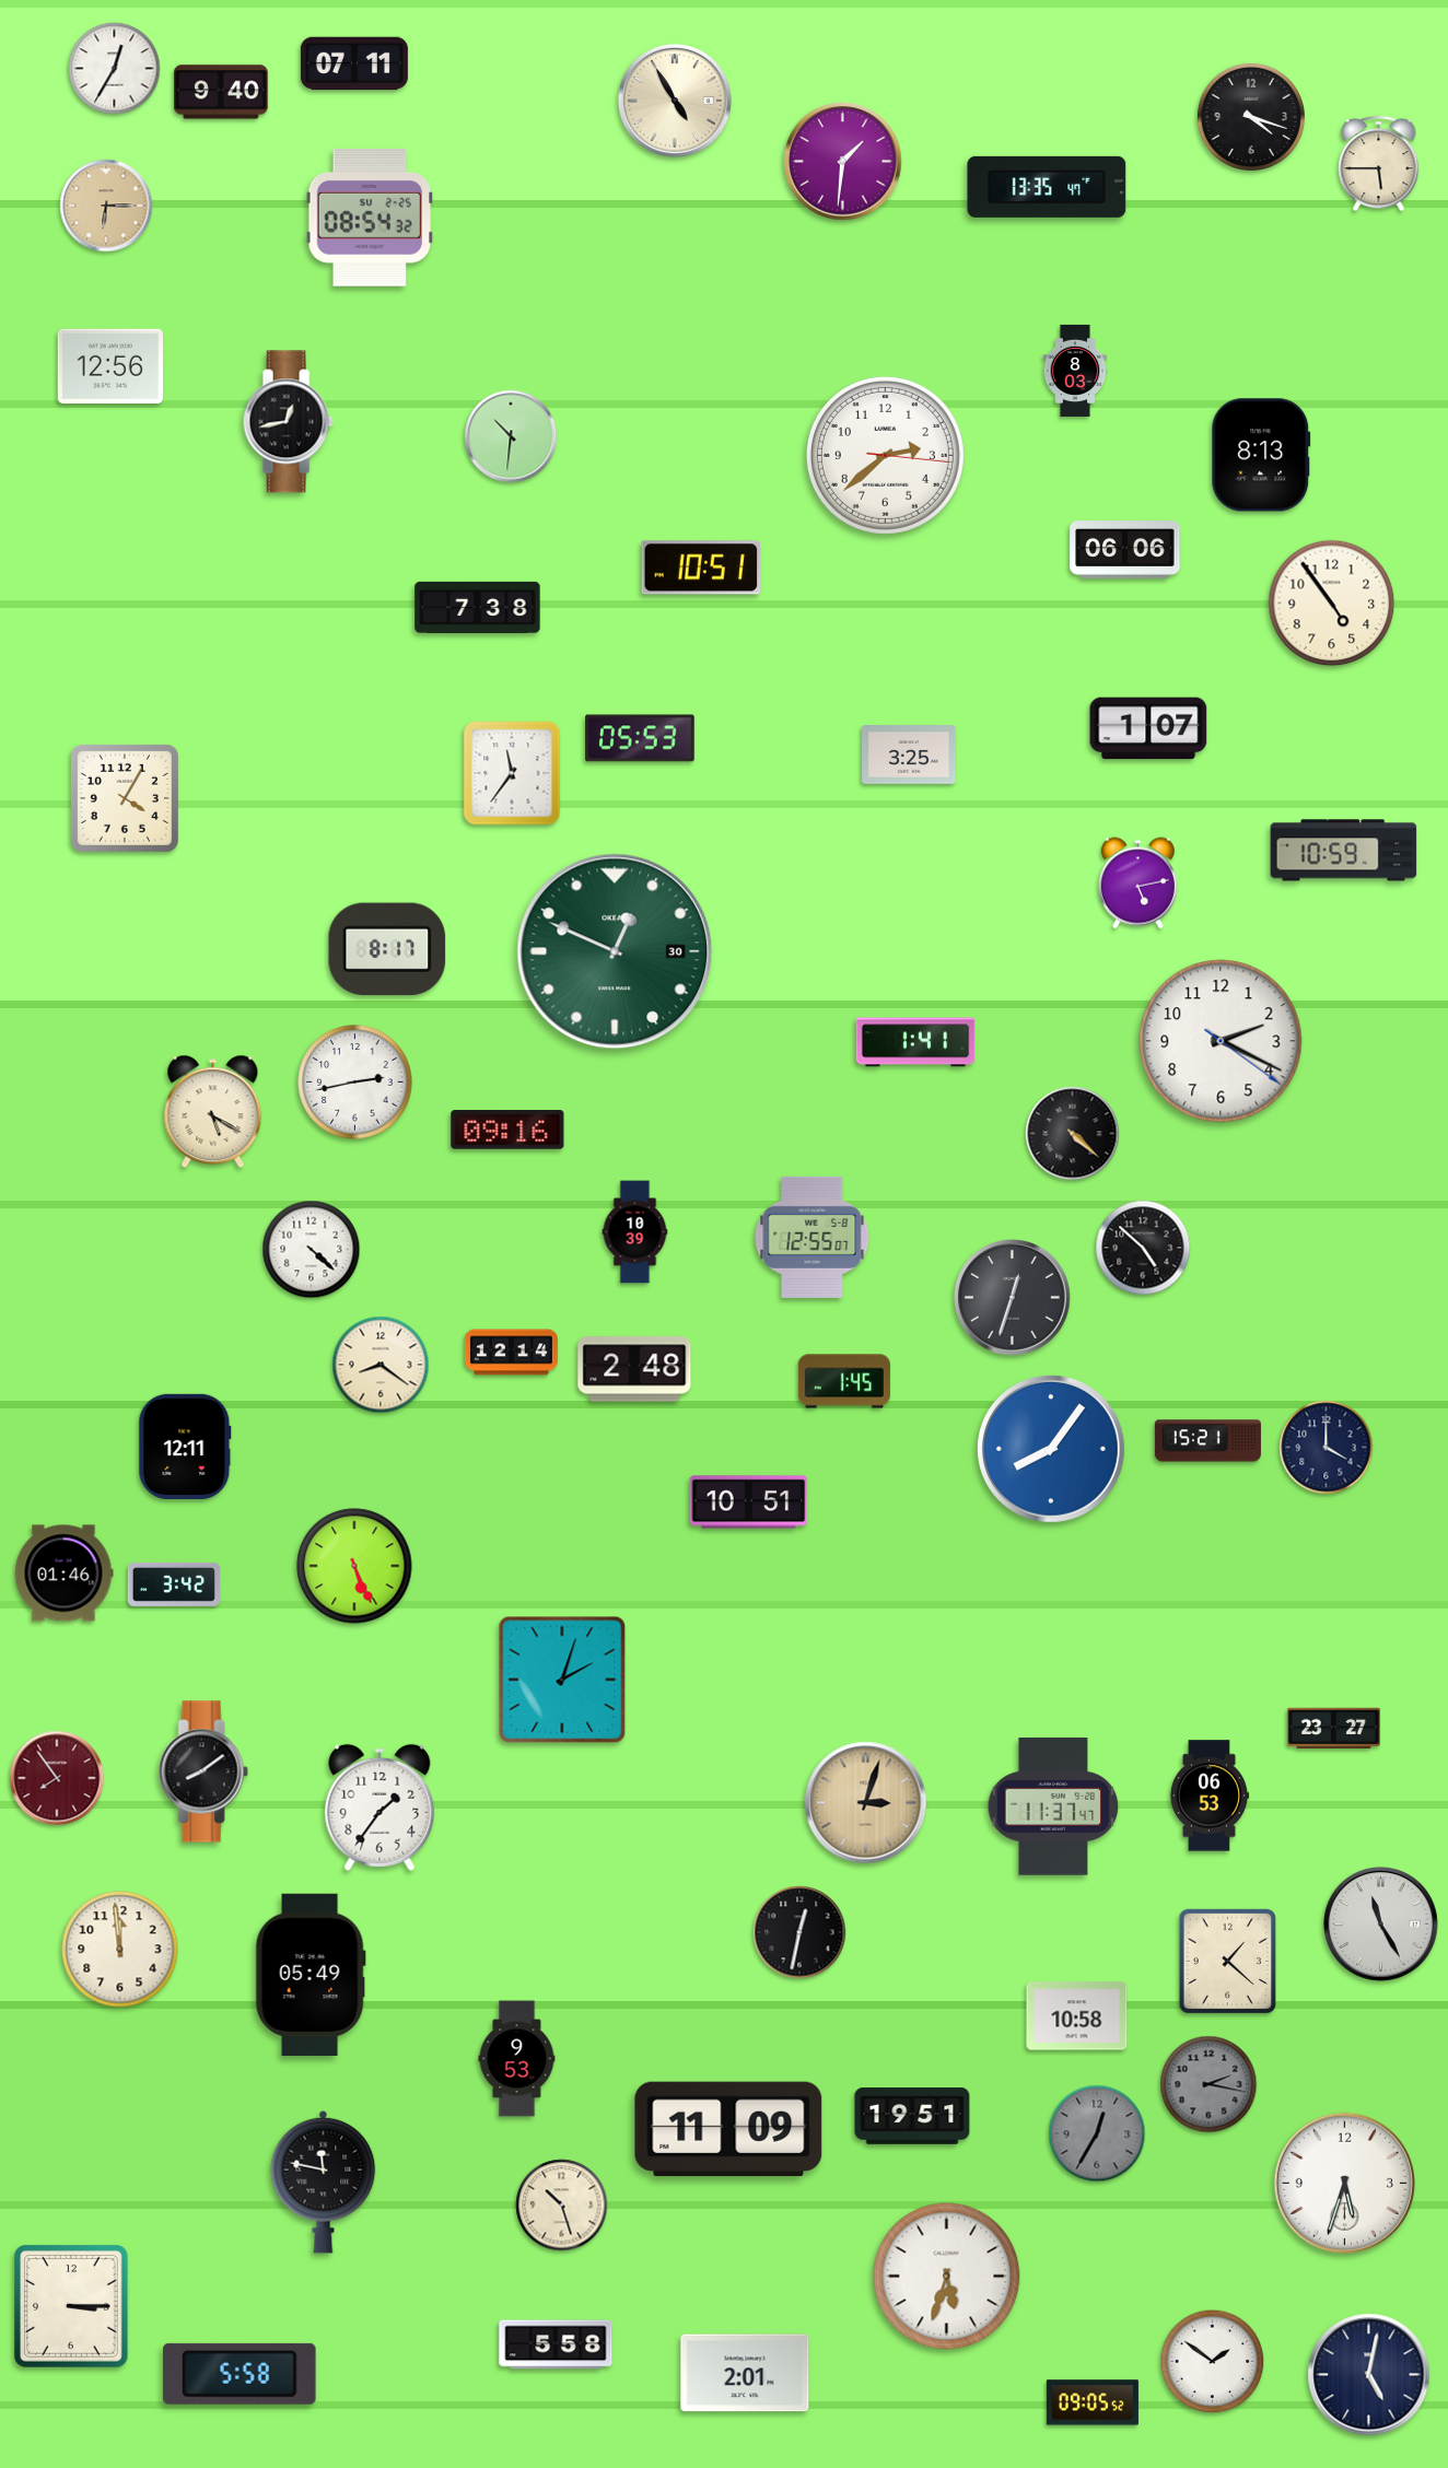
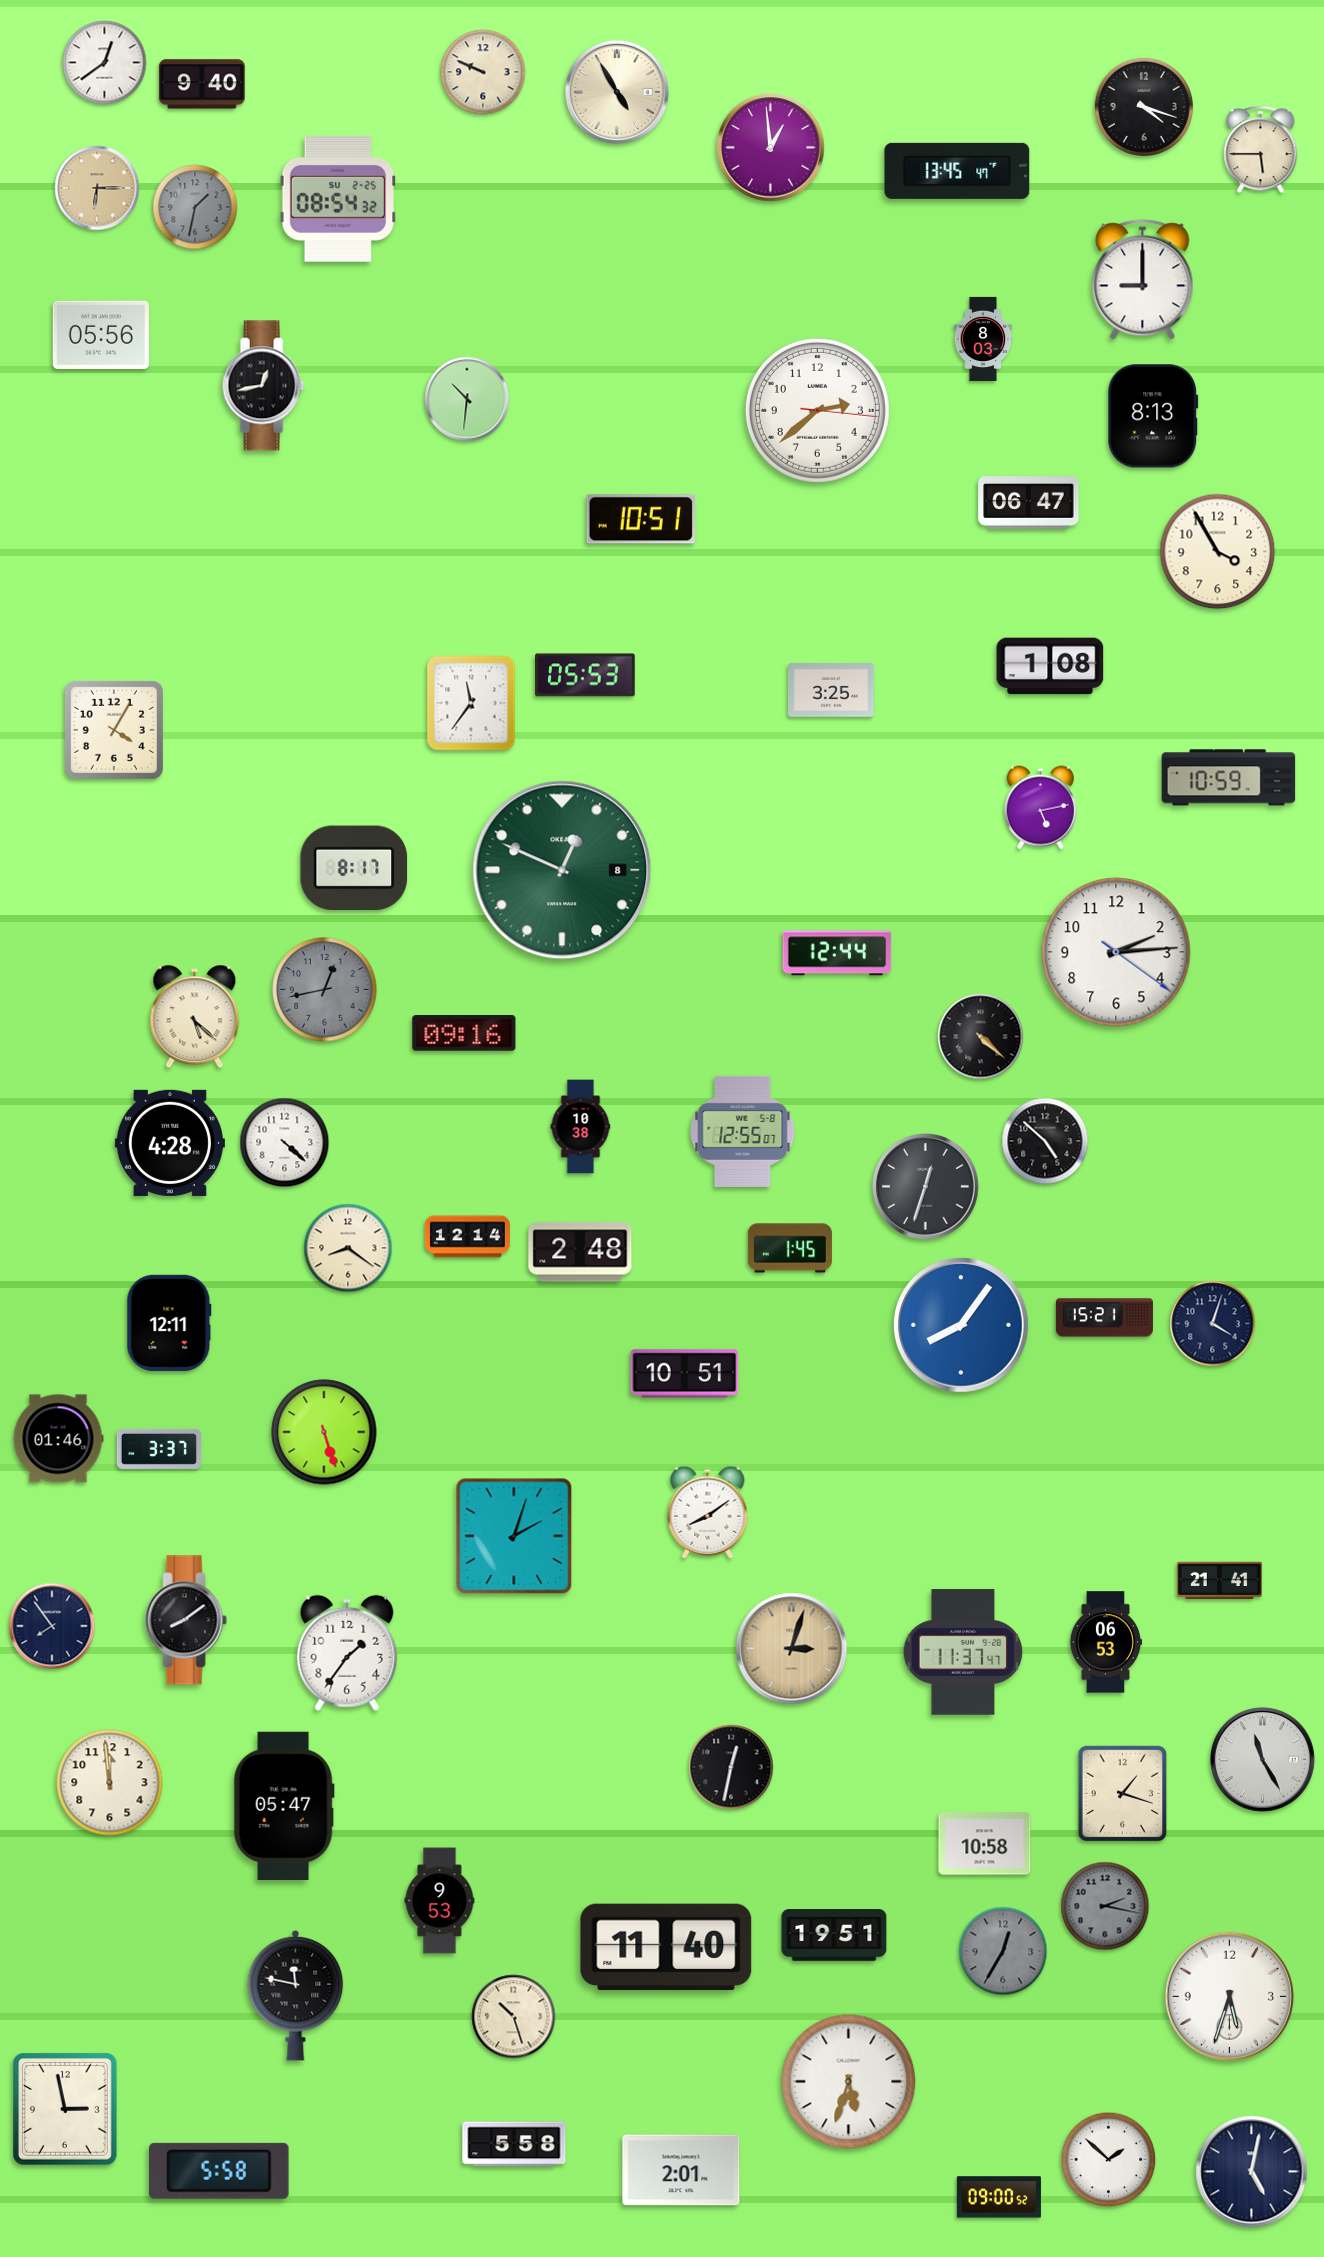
clock at (354, 63): 07:11 -> none
clock at (115, 69): 12:35 -> 12:39
clock at (483, 72): none -> 9:49
clock at (843, 162): 1:31 -> 12:59
clock at (1047, 187): 13:35 -> 13:45
clock at (195, 207): none -> 1:32
clock at (1143, 280): none -> 9:00
clock at (109, 366): 12:56 -> 05:56
clock at (885, 455) position: (885, 455) -> (817, 410)
clock at (1125, 550): 06:06 -> 06:47
clock at (1332, 604): 4:54 -> 3:55
clock at (478, 607): 7:38 -> none
clock at (1148, 728): 1:07 -> 1:08
clock at (512, 773) position: (512, 773) -> (471, 703)
clock at (615, 951) date: 30 -> 8
clock at (1221, 1041): 2:19 -> 2:14
clock at (915, 1042): 1:41 -> 12:44
clock at (355, 1083): 2:43 -> 12:43
clock at (355, 1083) dial: white -> grey
clock at (213, 1112): 5:20 -> 5:22
clock at (635, 1232): 10:39 -> 10:38
clock at (170, 1143): none -> 4:28
clock at (844, 1381) position: (844, 1381) -> (790, 1248)
clock at (1327, 1448): 4:00 -> 4:03
clock at (354, 1566): 5:26 -> 5:27
clock at (174, 1584): 3:42 -> 3:37
clock at (708, 1512): none -> 8:09
clock at (1333, 1729): 23:27 -> 21:41
clock at (57, 1778) dial: burgundy -> navy
clock at (1228, 1962): 1:22 -> 1:18
clock at (311, 1975): 05:49 -> 05:47
clock at (517, 2059) position: (517, 2059) -> (440, 1901)
clock at (728, 2129): 11:09 -> 11:40
clock at (947, 2277) position: (947, 2277) -> (849, 2082)
clock at (72, 2306): 3:15 -> 2:58
clock at (556, 2344) position: (556, 2344) -> (514, 2144)
clock at (1213, 2362): 1:51 -> 1:52
clock at (1093, 2402): 09:05 -> 09:00
